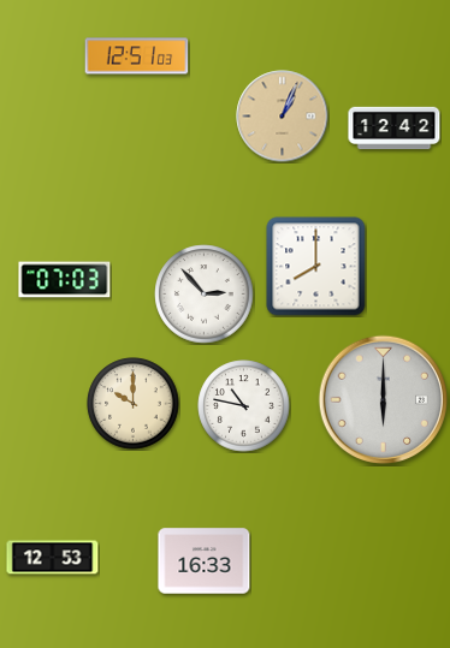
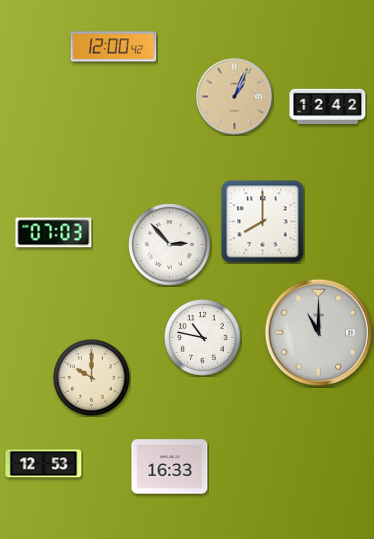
clock at (137, 57): 12:51 -> 12:00
clock at (384, 400): 6:00 -> 11:00
clock at (134, 404) position: (134, 404) -> (92, 378)
